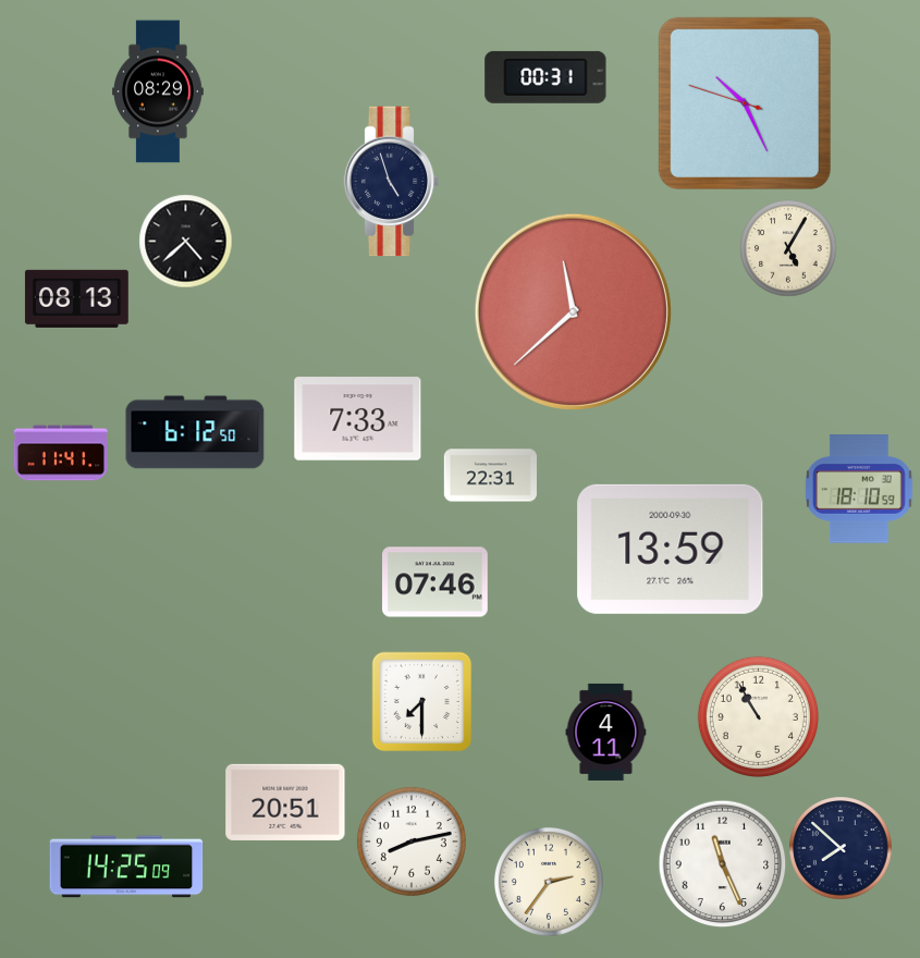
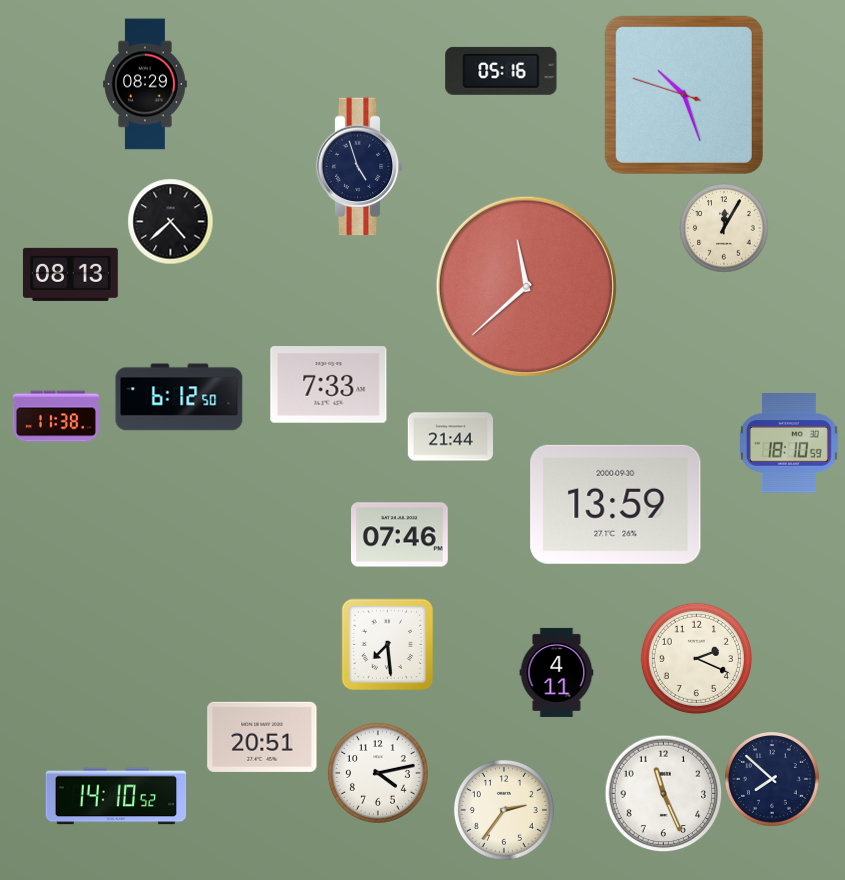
clock at (545, 77): 00:31 -> 05:16
clock at (745, 103): 10:25 -> 10:26
clock at (788, 248): 5:05 -> 12:05
clock at (60, 453): 11:41 -> 11:38
clock at (490, 476): 22:31 -> 21:44
clock at (860, 489) position: (860, 489) -> (790, 443)
clock at (421, 701): 7:30 -> 7:29
clock at (758, 716): 10:55 -> 2:19
clock at (412, 842): 8:13 -> 4:13
clock at (126, 867): 14:25 -> 14:10
